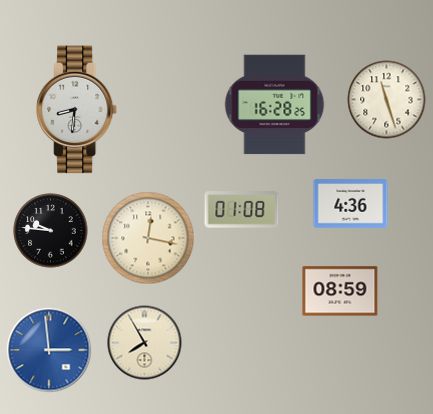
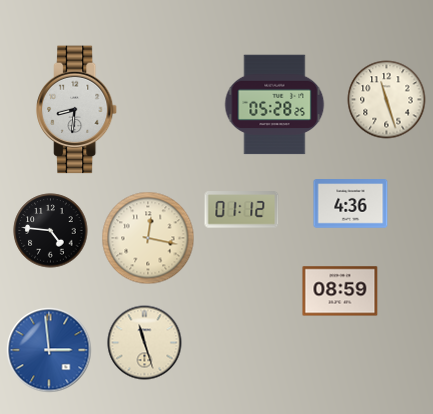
clock at (275, 105): 16:28 -> 05:28
clock at (242, 210): 01:08 -> 01:12
clock at (51, 231): 9:46 -> 4:46
clock at (145, 343): 7:55 -> 11:27
